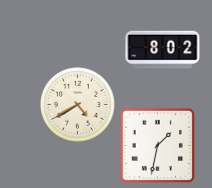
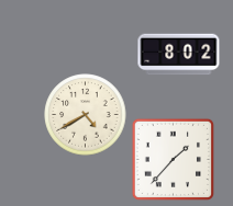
clock at (157, 145): 1:32 -> 1:37
